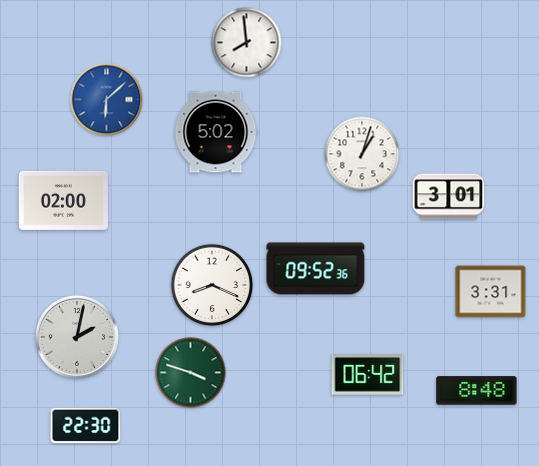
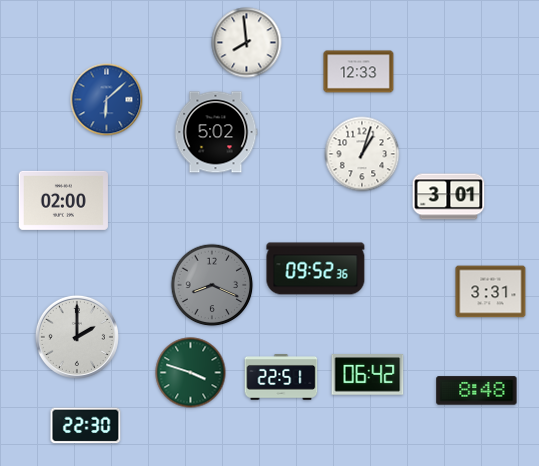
clock at (359, 72): none -> 12:33
clock at (212, 285) dial: white -> grey
clock at (77, 337): 2:02 -> 2:00
clock at (281, 377): none -> 22:51
